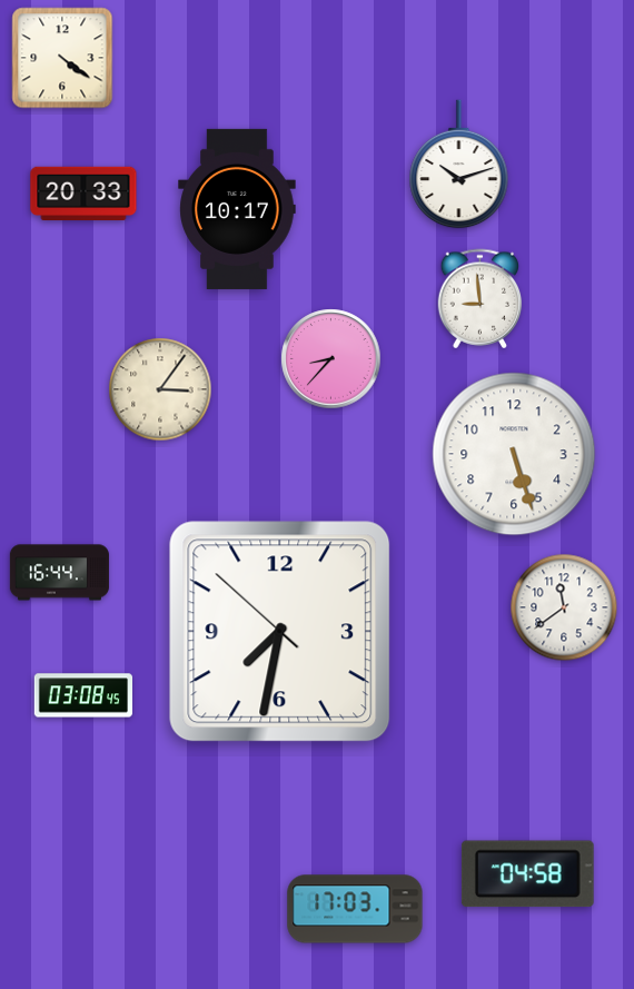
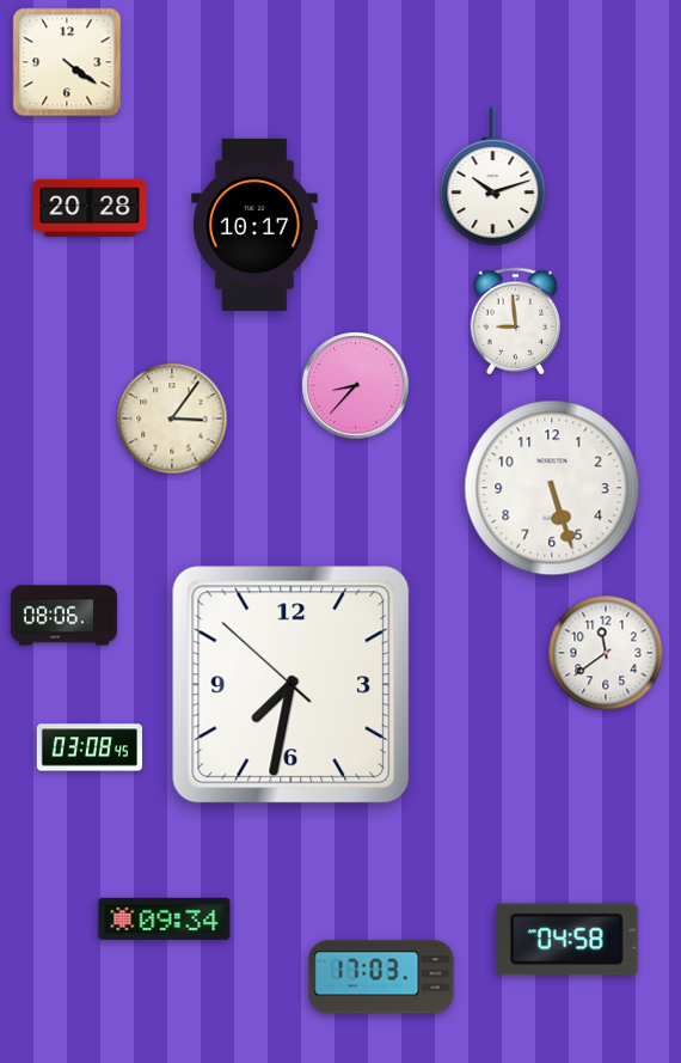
clock at (83, 192): 20:33 -> 20:28
clock at (59, 573): 16:44 -> 08:06
clock at (280, 632) position: (280, 632) -> (292, 685)
clock at (165, 918): none -> 09:34
